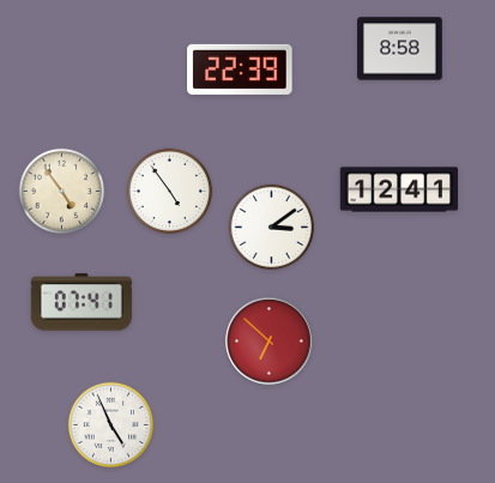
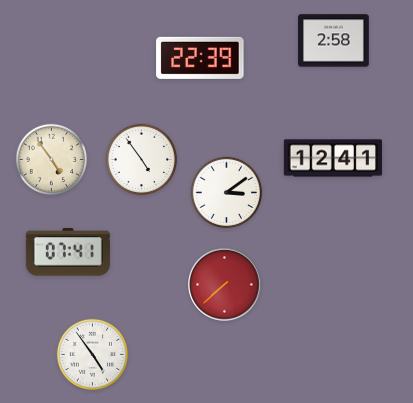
clock at (400, 49): 8:58 -> 2:58
clock at (272, 228) position: (272, 228) -> (227, 193)
clock at (270, 342): 6:52 -> 7:38
clock at (111, 425): 4:56 -> 4:54
